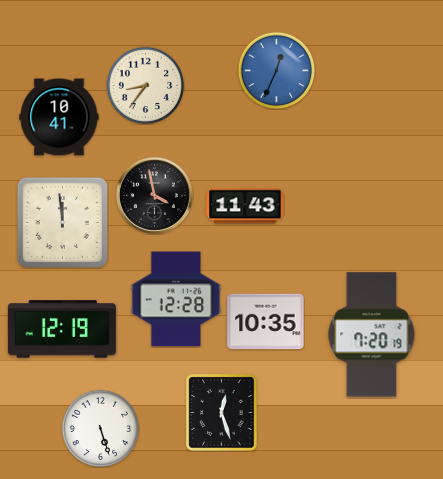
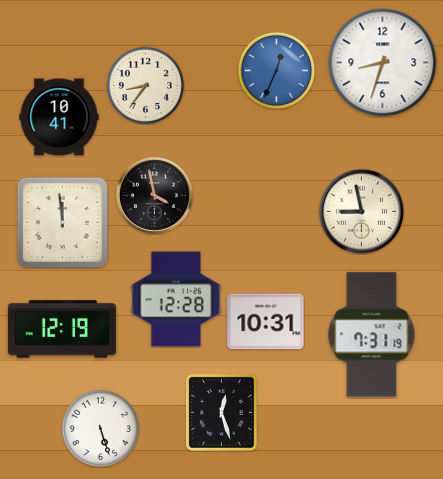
clock at (383, 63): none -> 8:33
clock at (245, 206): 11:43 -> none
clock at (361, 211): none -> 8:58
clock at (266, 322): 10:35 -> 10:31
clock at (372, 335): 7:20 -> 7:31
